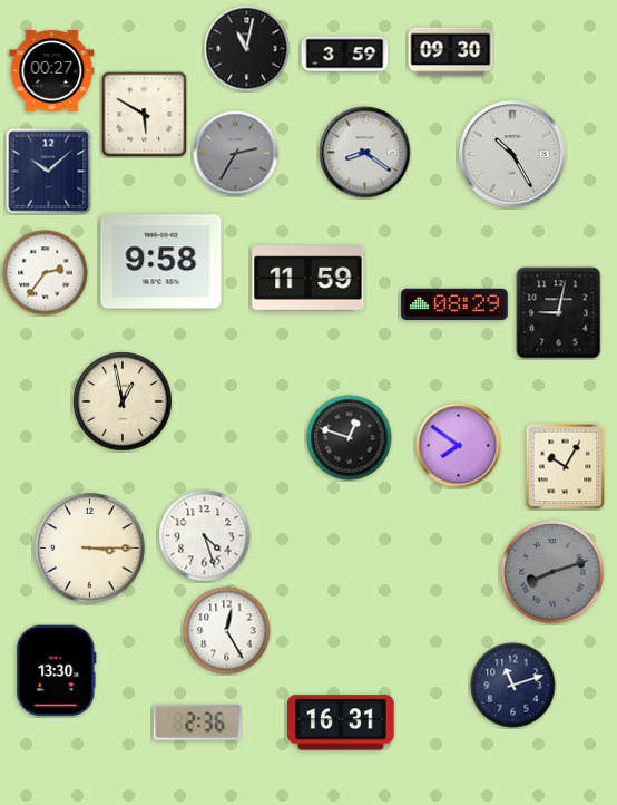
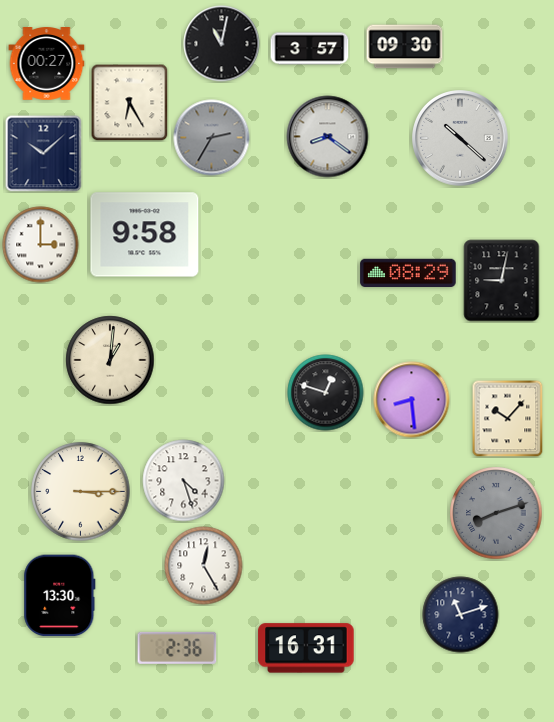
clock at (345, 55): 3:59 -> 3:57
clock at (144, 114): 5:50 -> 6:25
clock at (512, 154): 10:25 -> 10:22
clock at (46, 273): 2:36 -> 3:00
clock at (308, 279): 11:59 -> none
clock at (123, 401): 12:58 -> 1:01
clock at (350, 438) position: (350, 438) -> (326, 393)
clock at (459, 446): 7:51 -> 8:29
clock at (566, 466): 10:05 -> 10:07
clock at (57, 671) position: (57, 671) -> (60, 596)
